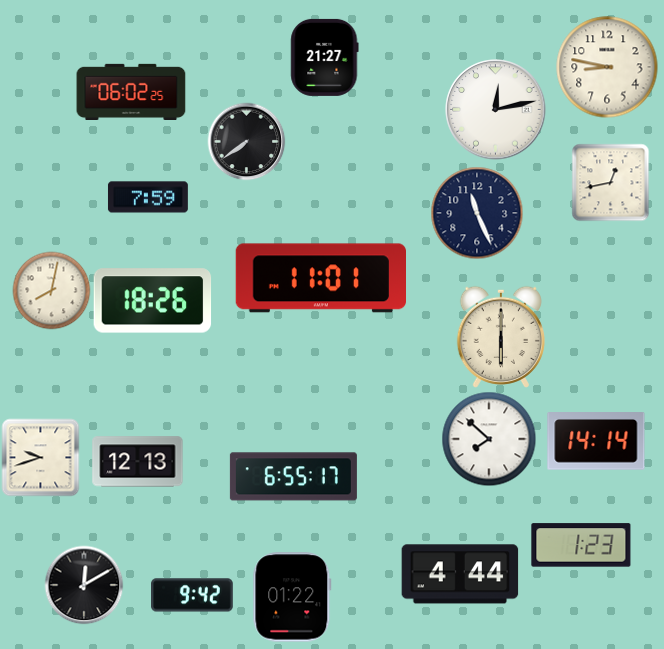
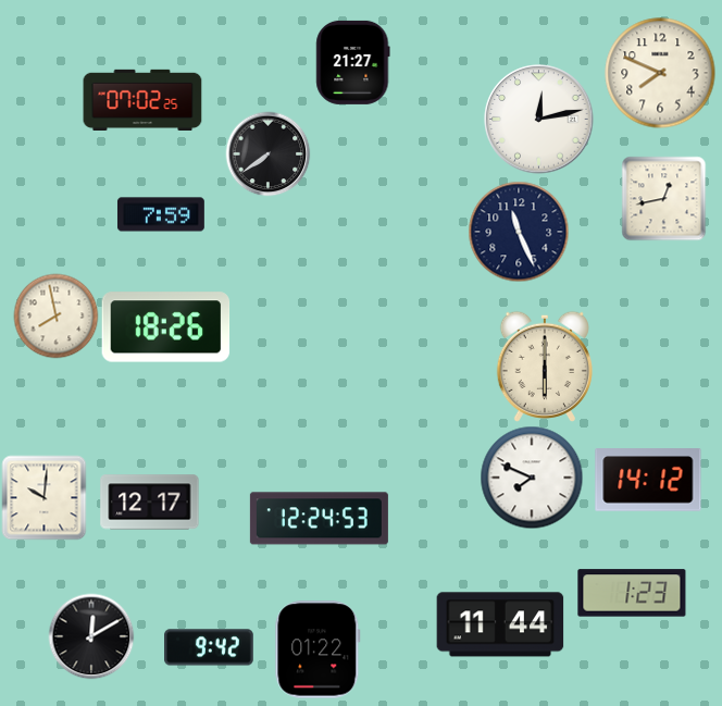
clock at (607, 67): 8:47 -> 7:49
clock at (131, 91): 06:02 -> 07:02
clock at (320, 278): 11:01 -> none
clock at (51, 290): 8:02 -> 7:58
clock at (489, 439): 7:52 -> 7:49
clock at (596, 441): 14:14 -> 14:12
clock at (40, 457): 9:42 -> 10:01
clock at (138, 462): 12:13 -> 12:17
clock at (293, 477): 6:55 -> 12:24
clock at (460, 574): 4:44 -> 11:44
